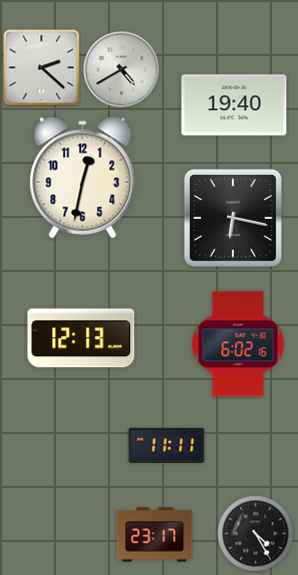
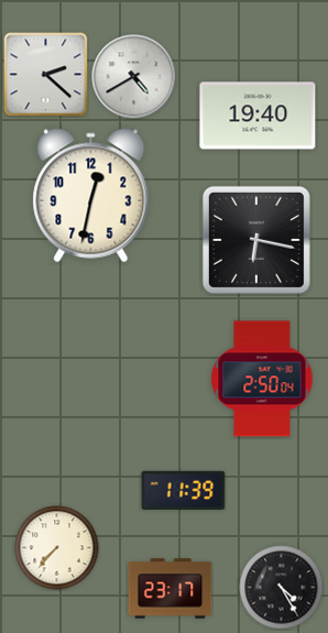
clock at (81, 338): 12:13 -> none
clock at (238, 344): 6:02 -> 2:50
clock at (167, 445): 11:11 -> 11:39
clock at (57, 548): none -> 7:37
